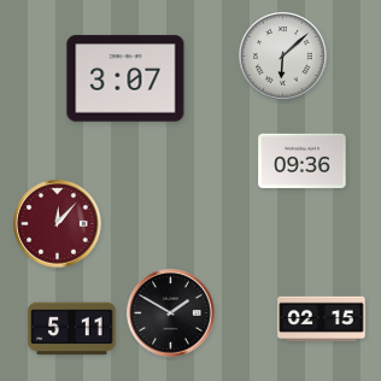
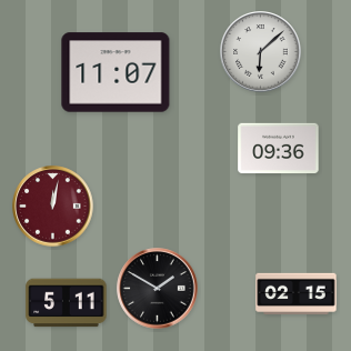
clock at (125, 78): 3:07 -> 11:07
clock at (58, 224): 12:07 -> 12:02
